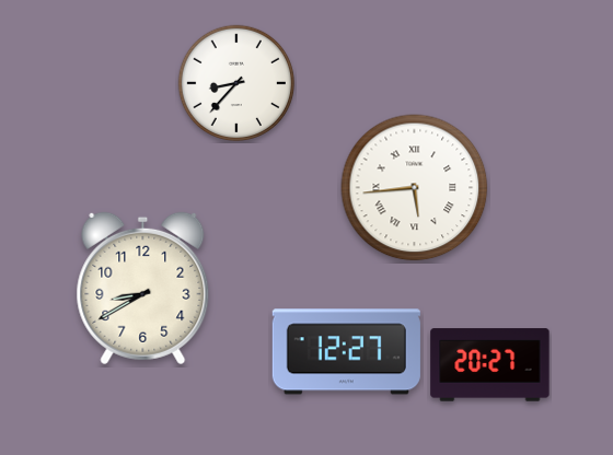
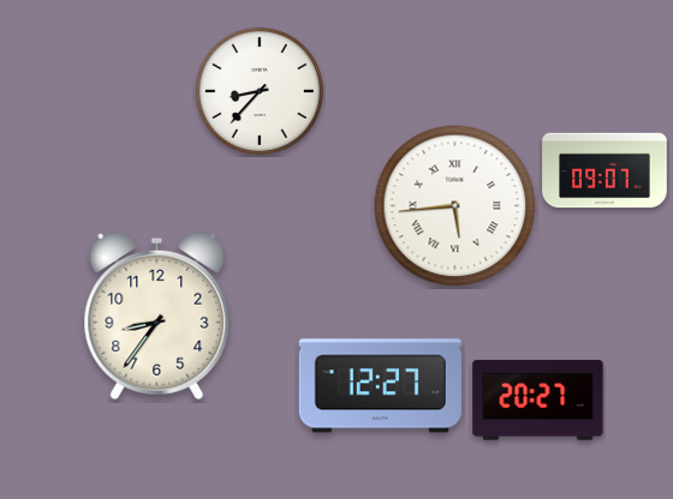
clock at (604, 170): none -> 09:07
clock at (143, 289): 8:40 -> 8:36
